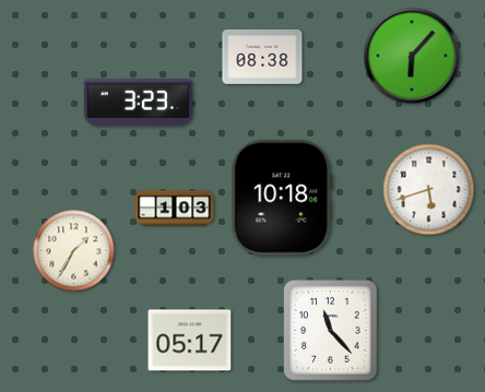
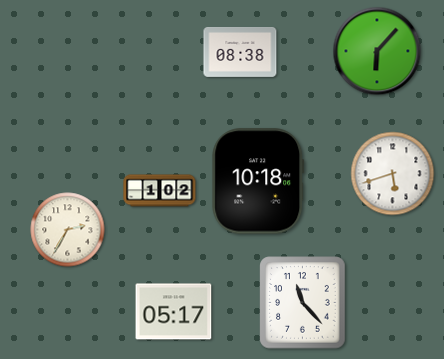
clock at (138, 102): 3:23 -> none
clock at (175, 209): 1:03 -> 1:02
clock at (74, 251): 1:35 -> 2:35
